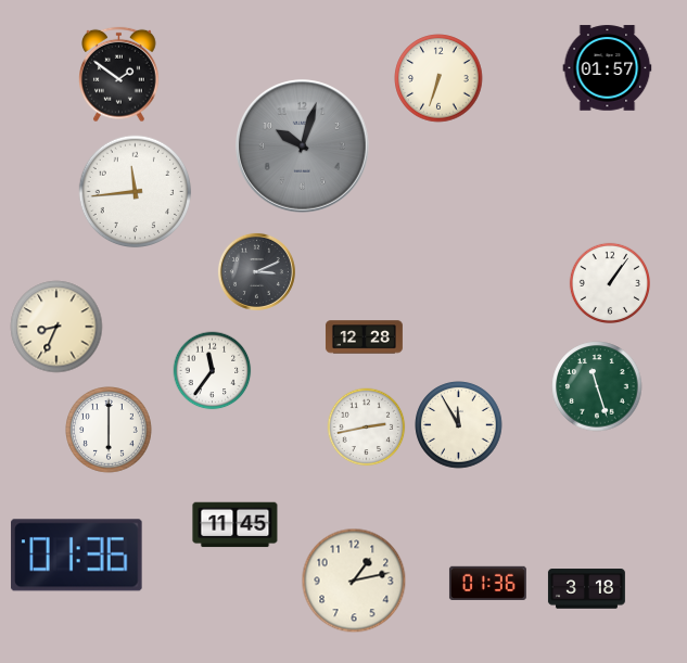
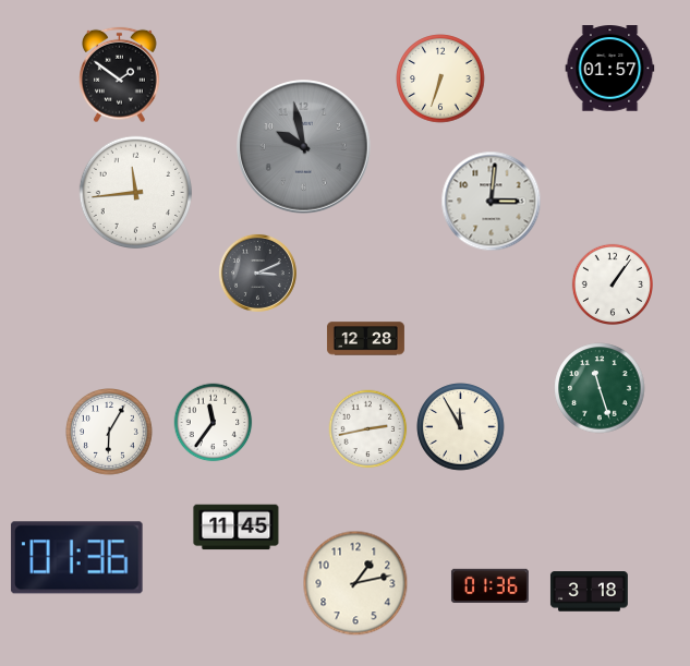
clock at (303, 146): 10:03 -> 9:58
clock at (492, 202): none -> 3:01
clock at (56, 327): 8:34 -> none
clock at (213, 371) position: (213, 371) -> (214, 423)
clock at (110, 431): 6:00 -> 6:05
